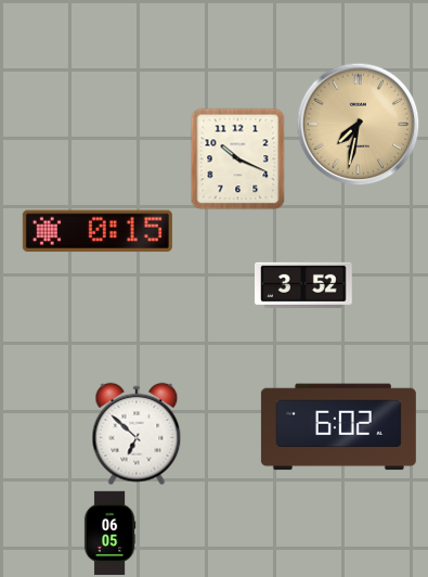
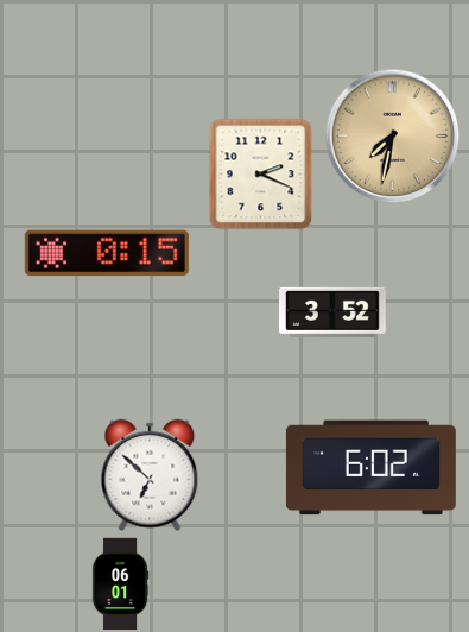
clock at (238, 158): 10:19 -> 2:19
clock at (109, 533): 06:05 -> 06:01
